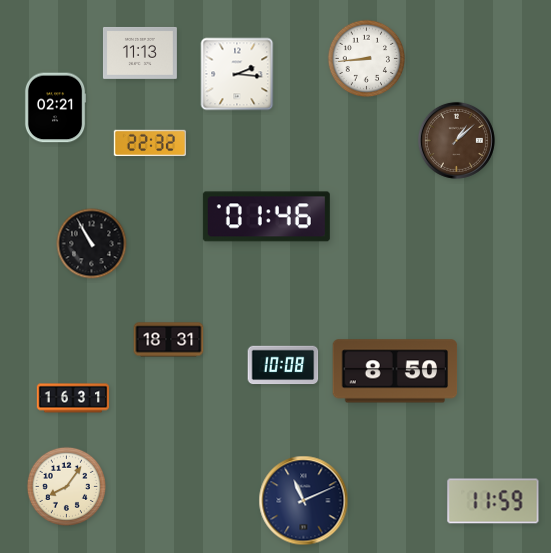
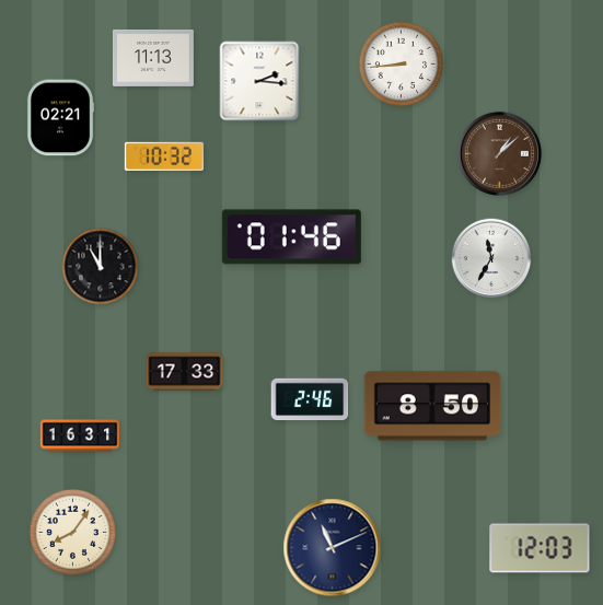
clock at (149, 143): 22:32 -> 10:32
clock at (491, 258): none -> 11:35
clock at (92, 244): 10:55 -> 11:00
clock at (169, 340): 18:31 -> 17:33
clock at (283, 365): 10:08 -> 2:46
clock at (493, 501): 11:59 -> 12:03
